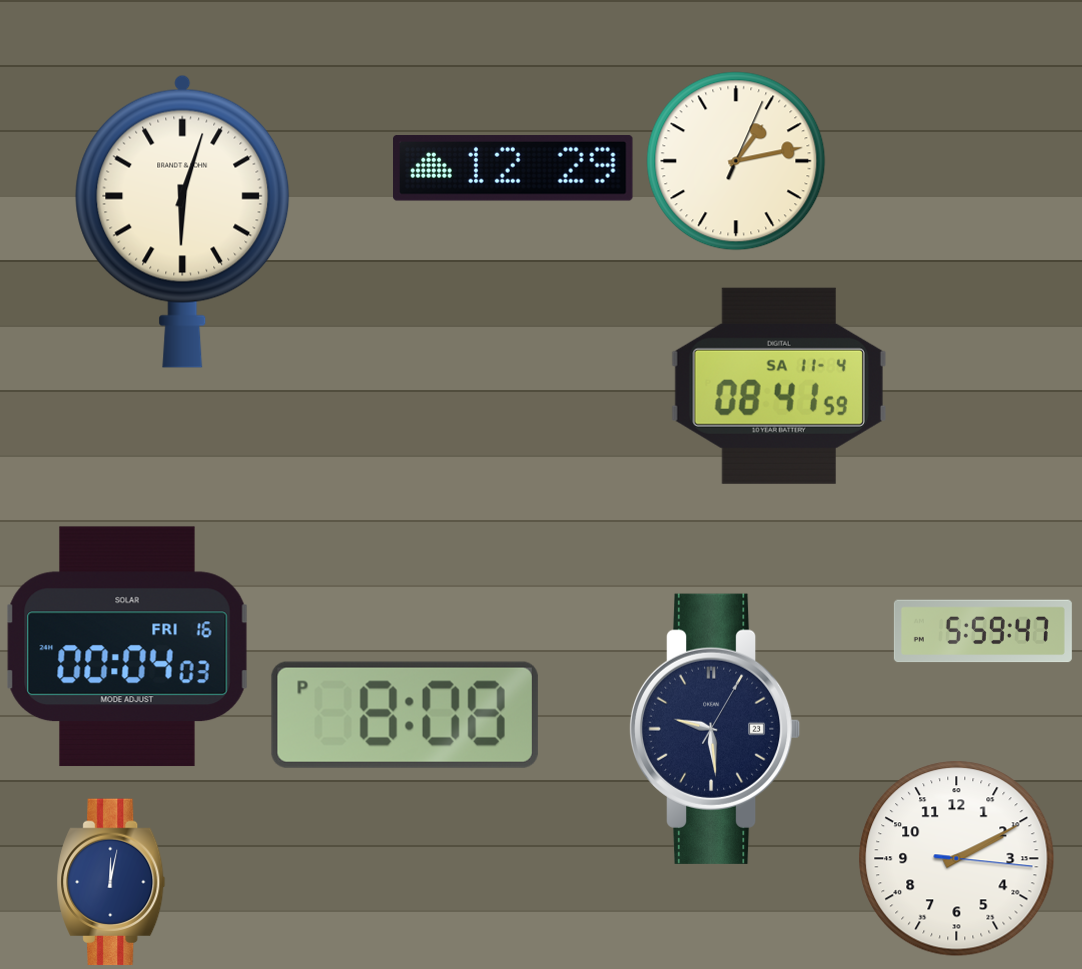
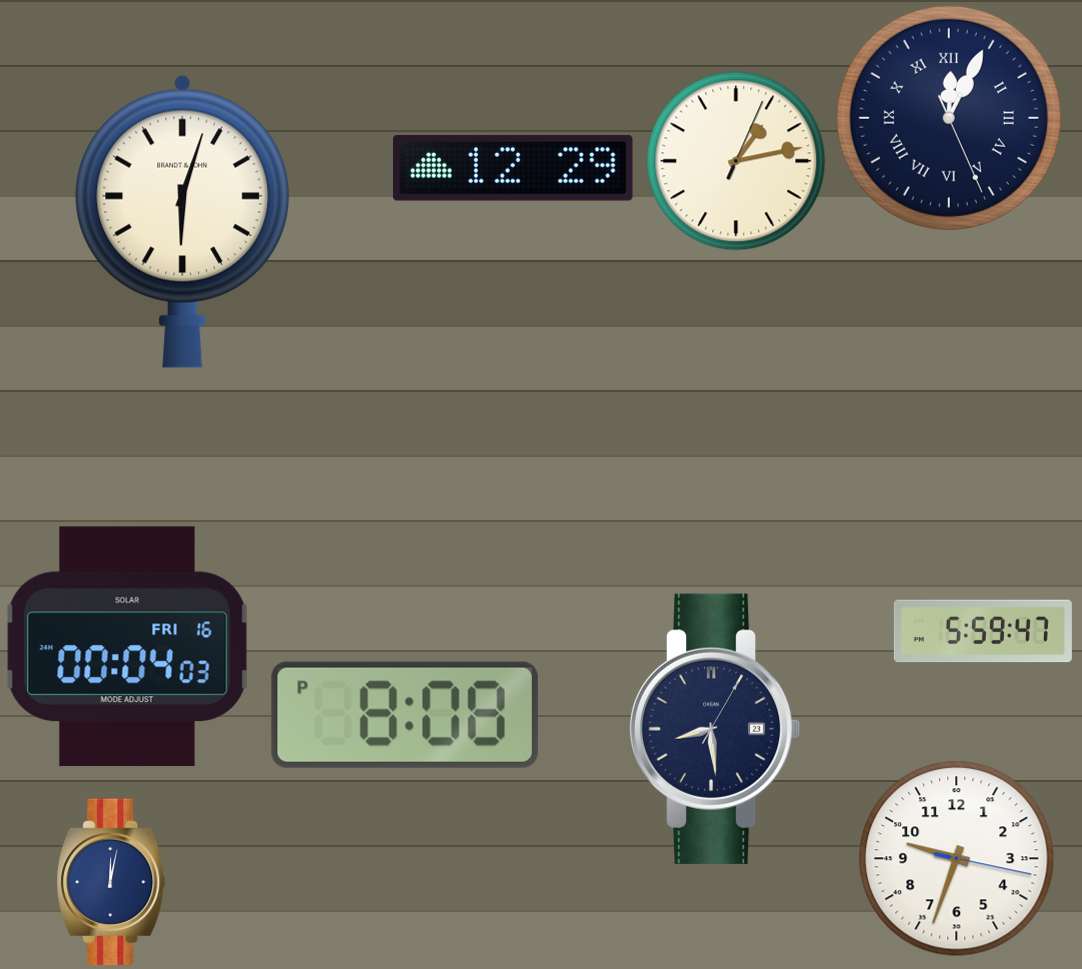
clock at (949, 118): none -> 12:04
clock at (779, 386): 08:41 -> none
clock at (715, 729): 9:29 -> 8:29
clock at (957, 859): 2:10 -> 9:33
